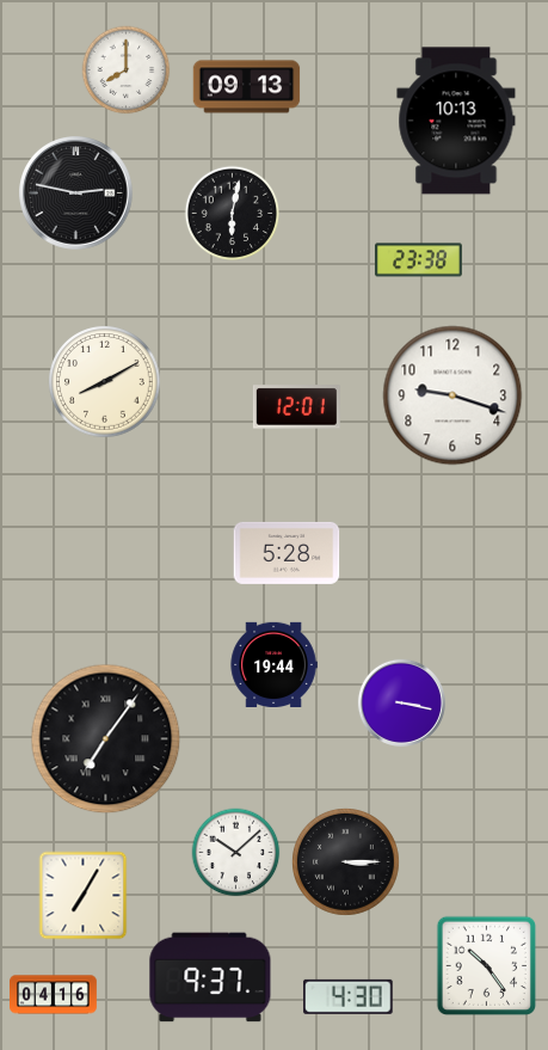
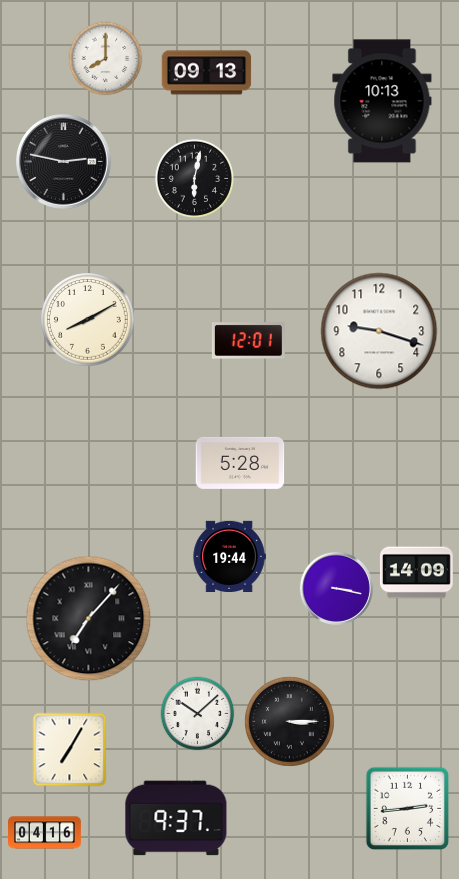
clock at (419, 260): 23:38 -> none
clock at (416, 573): none -> 14:09
clock at (106, 739): 7:06 -> 7:07
clock at (487, 966): 10:24 -> 2:44
clock at (349, 996): 4:30 -> none
